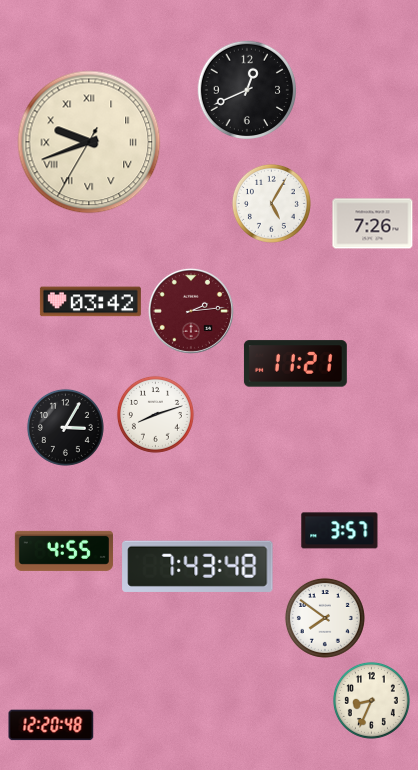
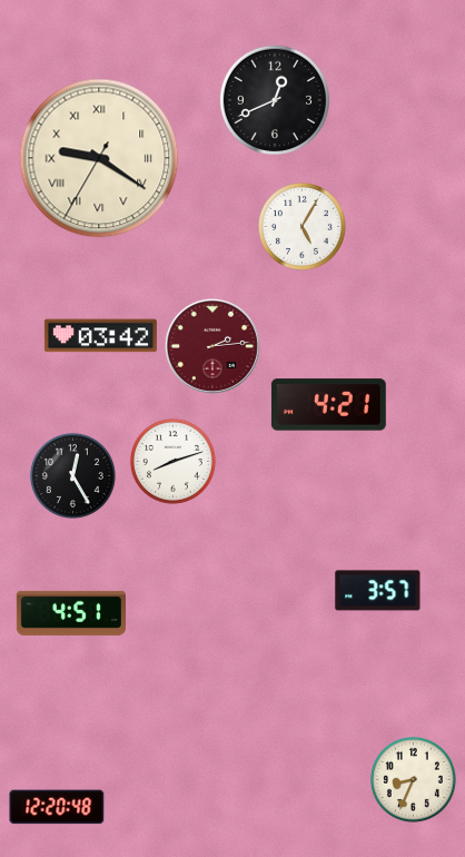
clock at (89, 142): 9:41 -> 9:20
clock at (373, 224): 7:26 -> none
clock at (295, 364): 11:21 -> 4:21
clock at (65, 427): 3:05 -> 12:25
clock at (64, 551): 4:55 -> 4:51
clock at (198, 566): 7:43 -> none
clock at (325, 618): 7:51 -> none
